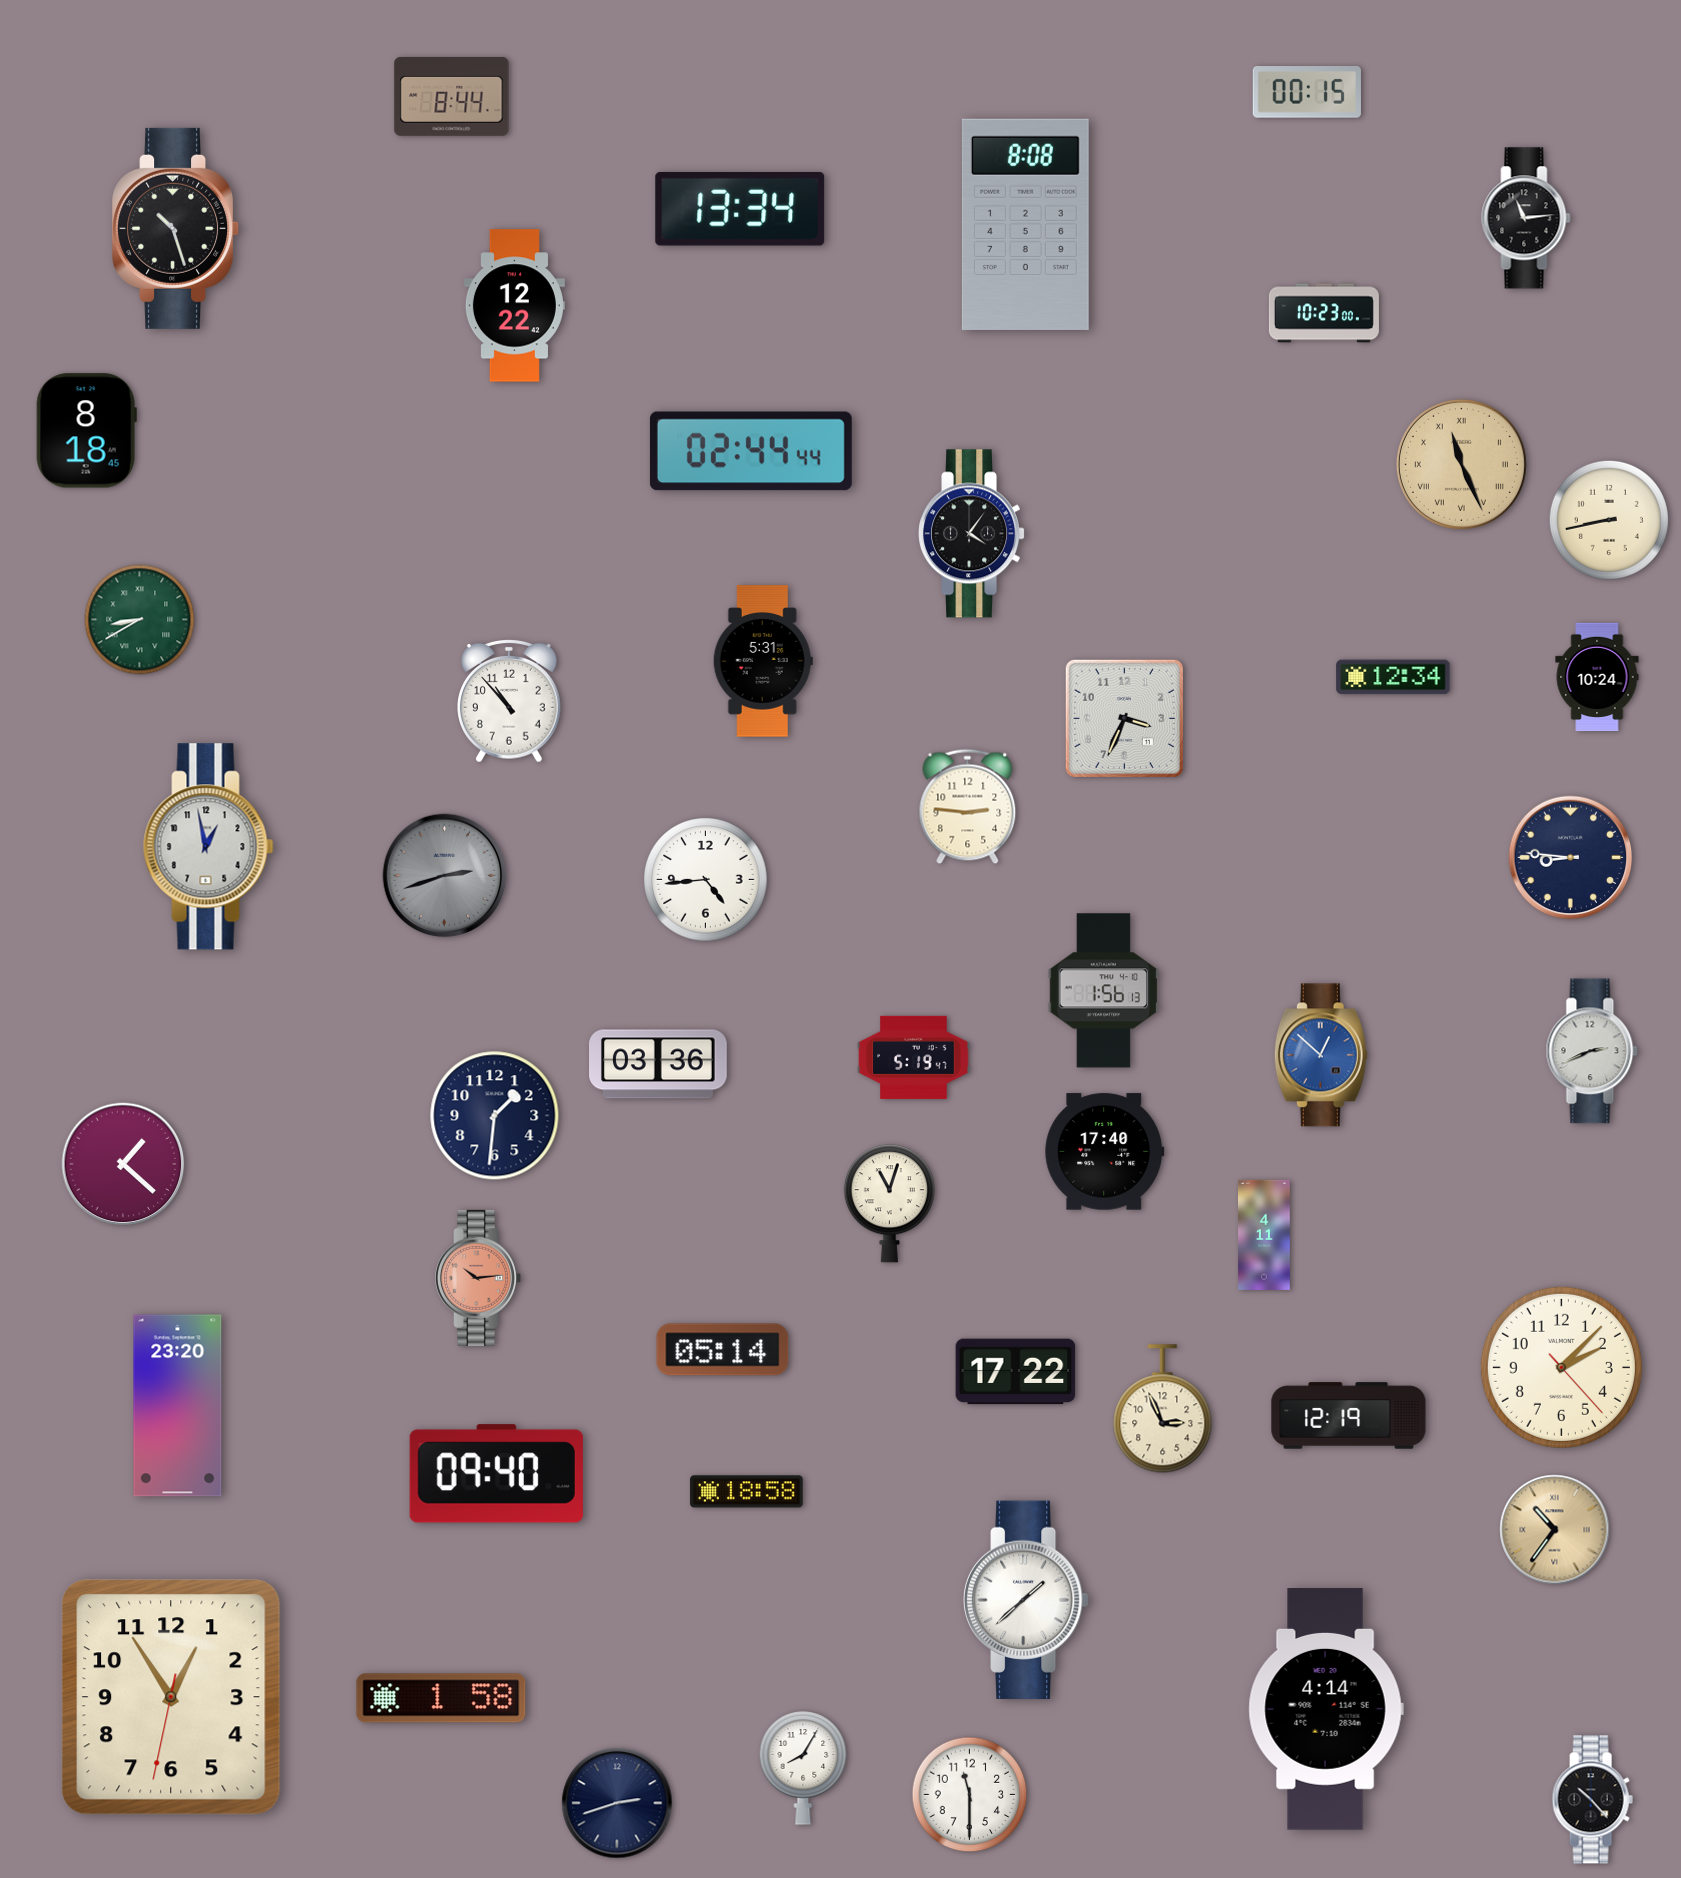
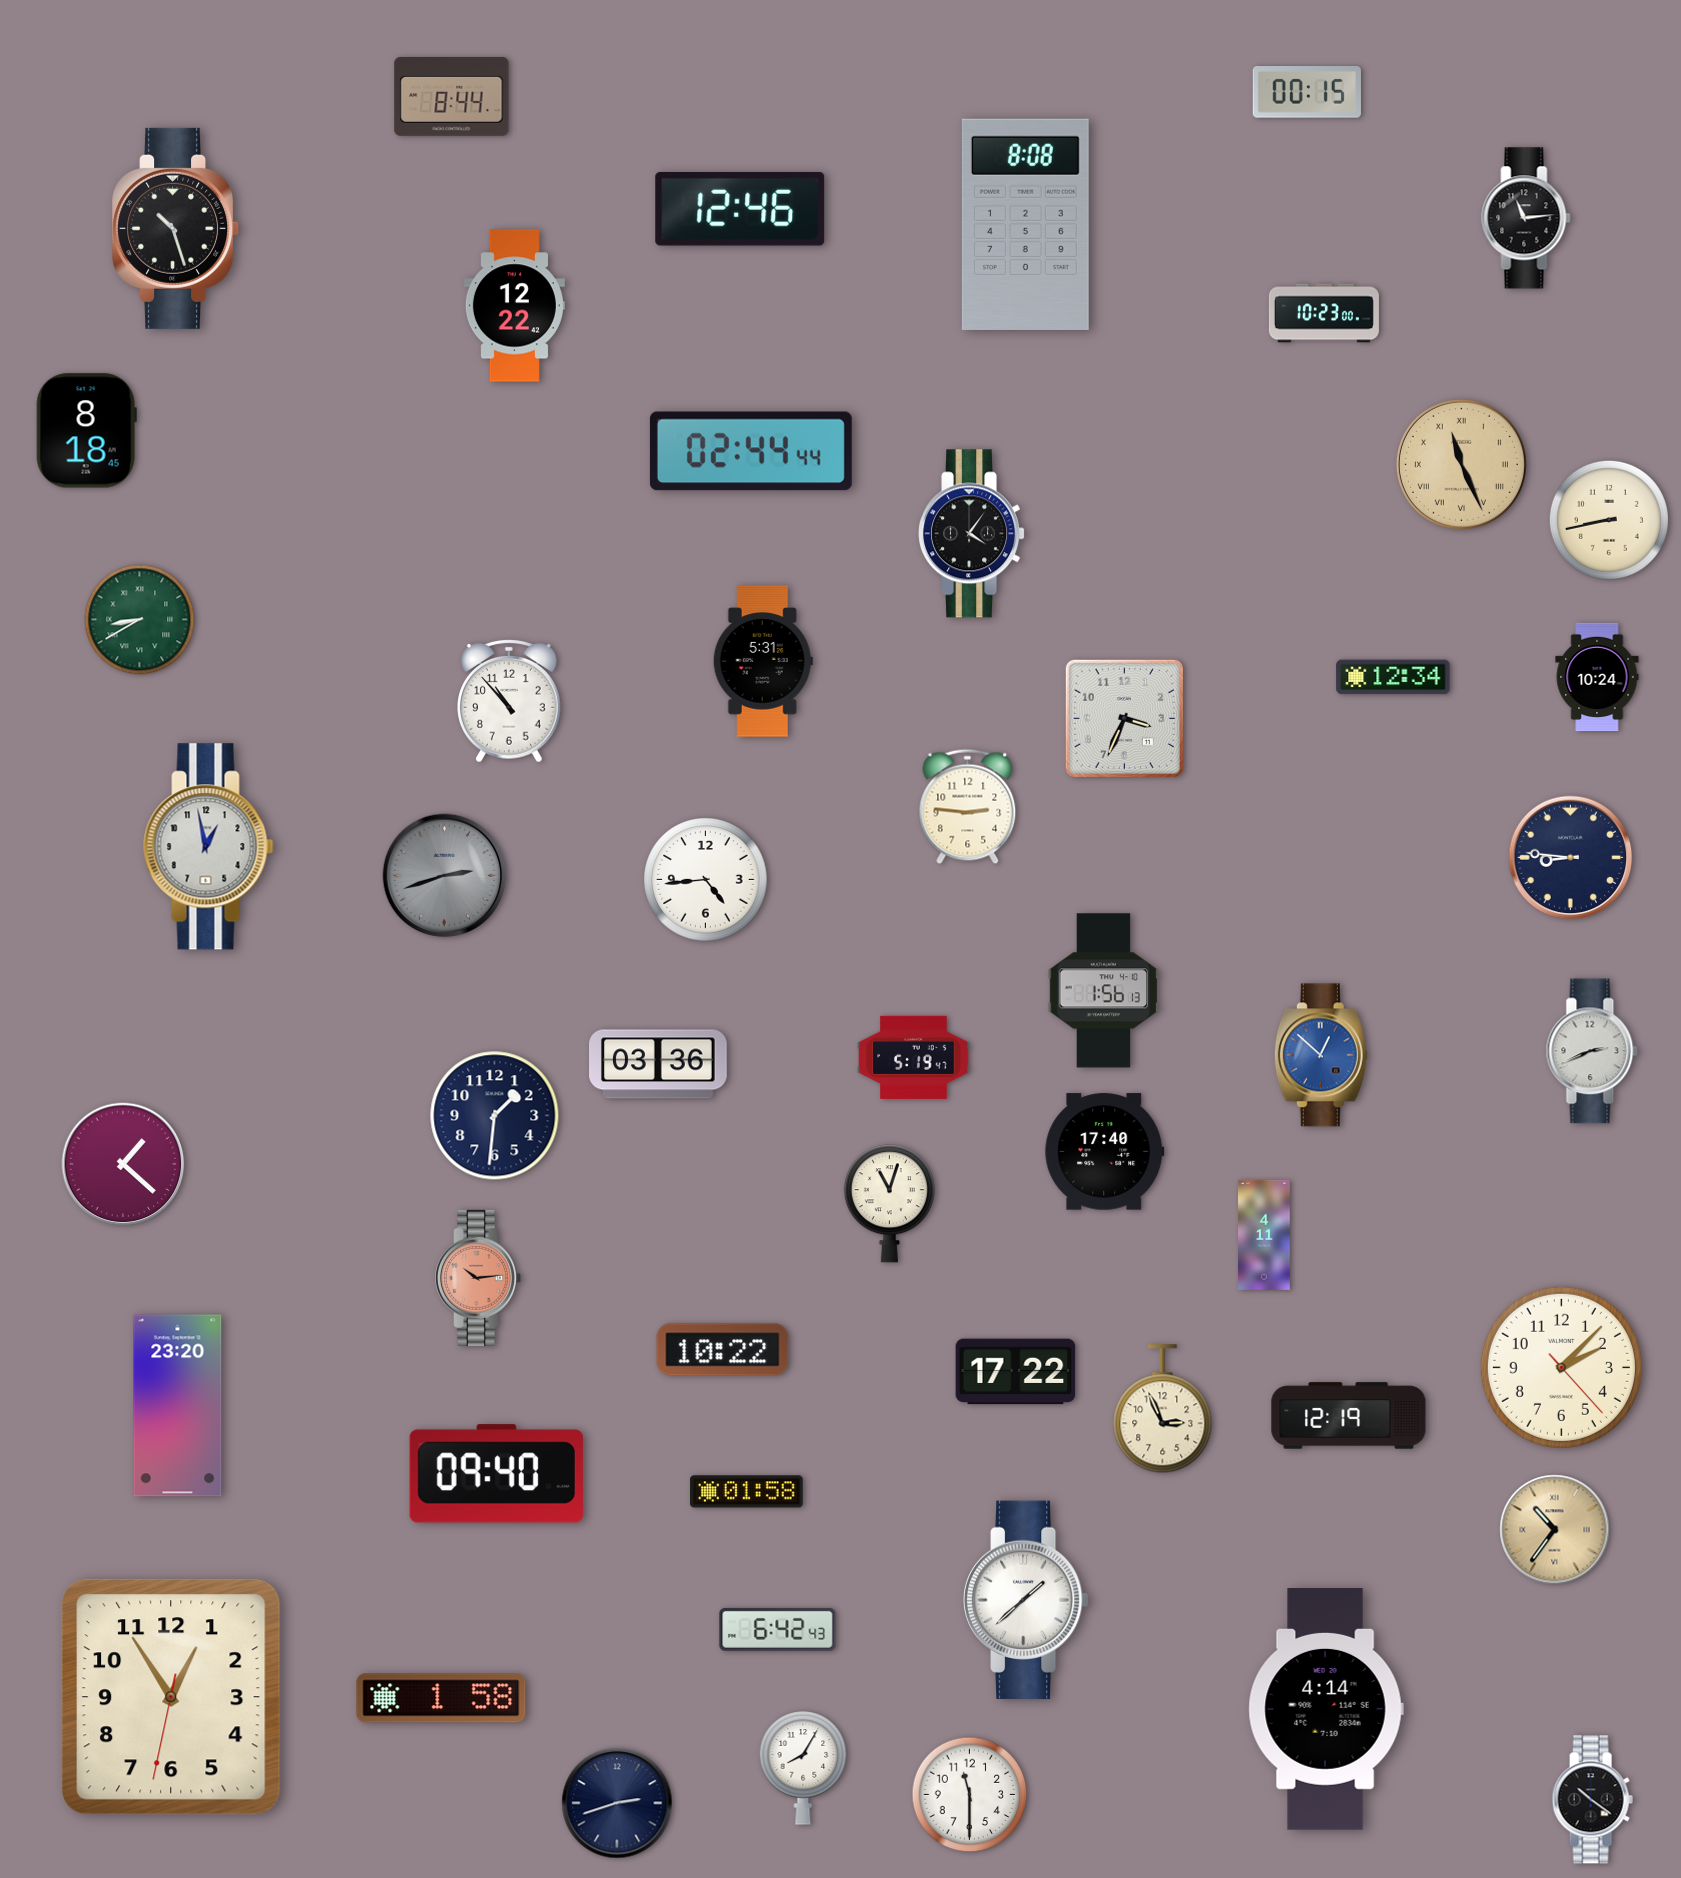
clock at (740, 209): 13:34 -> 12:46
clock at (723, 1350): 05:14 -> 10:22
clock at (747, 1492): 18:58 -> 01:58
clock at (778, 1629): none -> 6:42
clock at (1592, 1800): 10:23 -> 10:21
